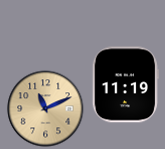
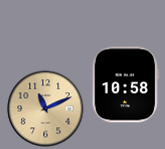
clock at (125, 85): 11:19 -> 10:58
